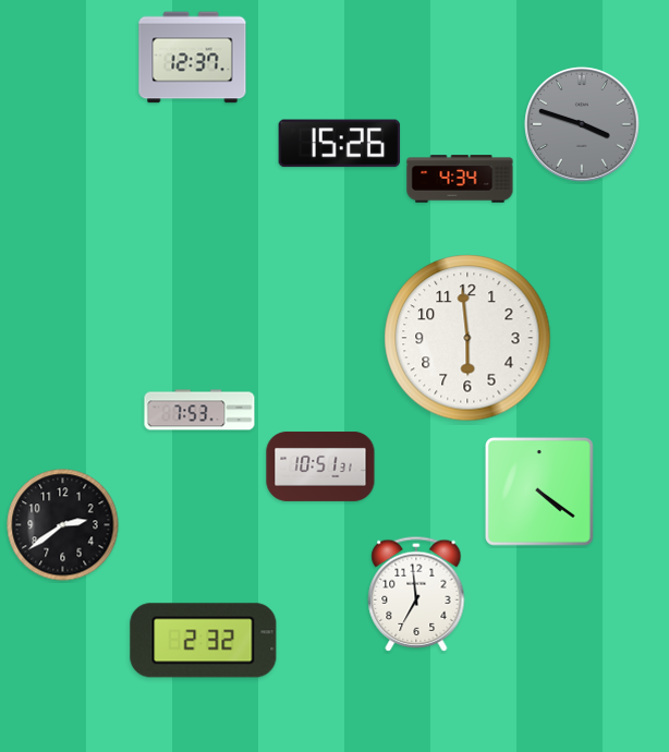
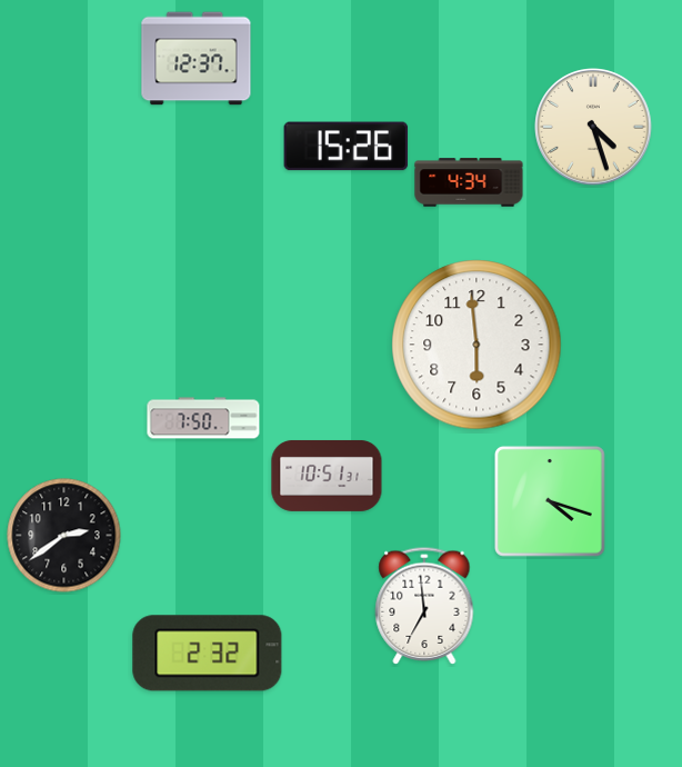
clock at (582, 124): 3:48 -> 4:27
clock at (582, 124) dial: grey -> cream
clock at (199, 410): 7:53 -> 7:50
clock at (539, 492): 4:21 -> 4:18
